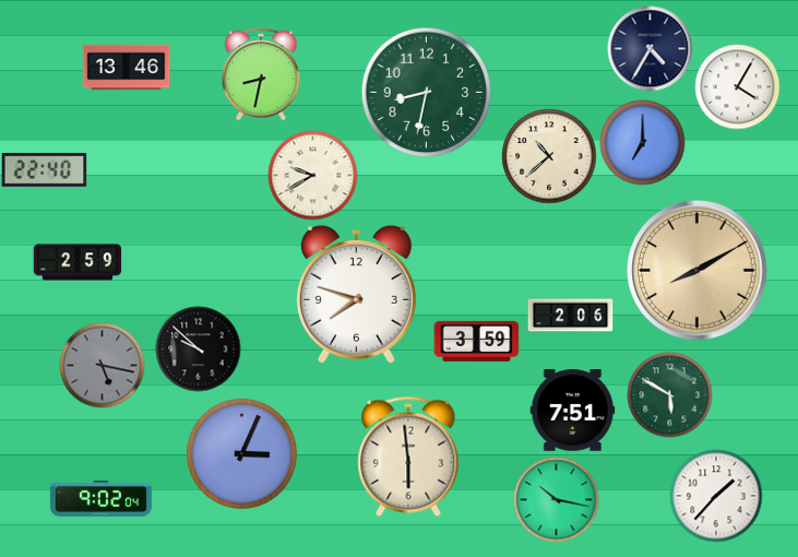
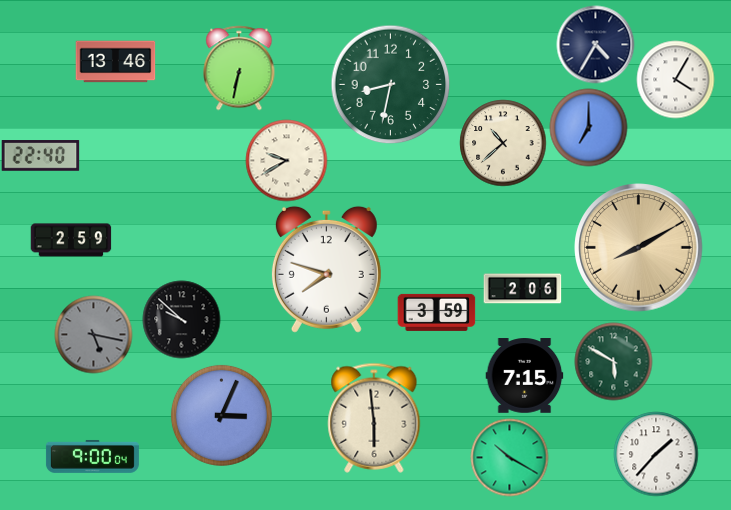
clock at (261, 74): 8:32 -> 6:32
clock at (642, 142) position: (642, 142) -> (588, 127)
clock at (572, 411): 7:51 -> 7:15
clock at (100, 498): 9:02 -> 9:00
clock at (556, 499): 10:17 -> 10:20
